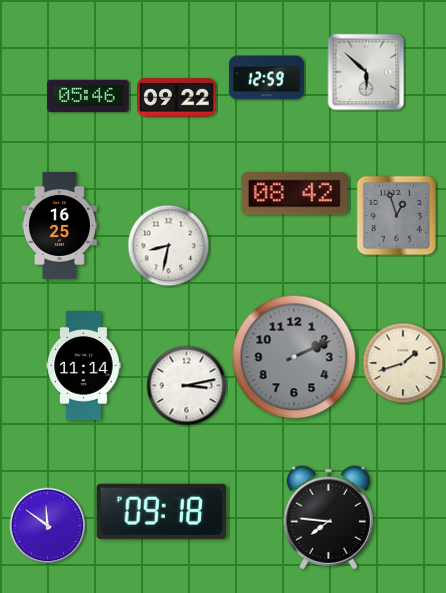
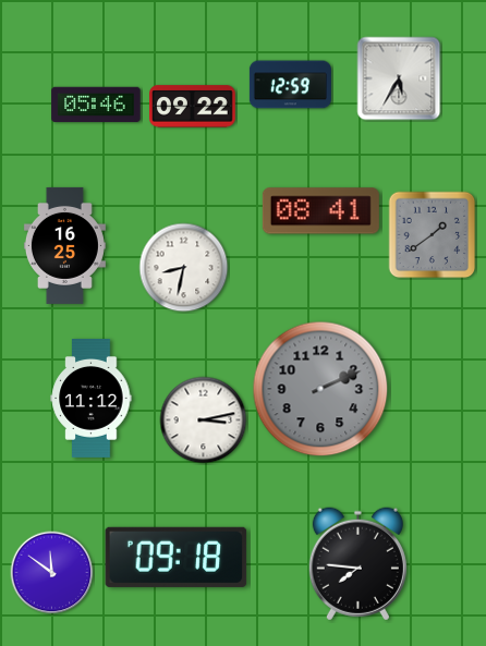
clock at (366, 72): 5:52 -> 5:35
clock at (294, 194): 08:42 -> 08:41
clock at (397, 216): 12:57 -> 1:39
clock at (403, 363): 1:42 -> none
clock at (84, 366): 11:14 -> 11:12
